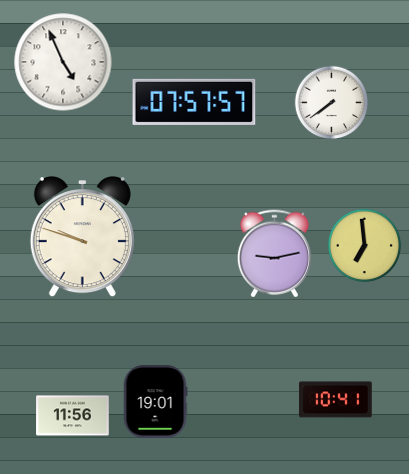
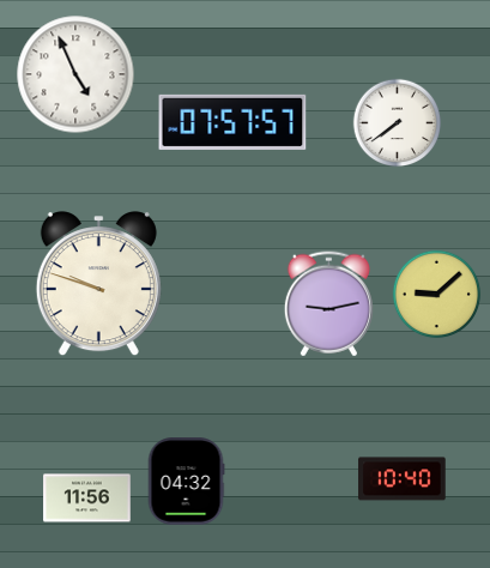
clock at (365, 246): 6:59 -> 9:08
clock at (336, 400): 10:41 -> 10:40
clock at (155, 402): 19:01 -> 04:32
